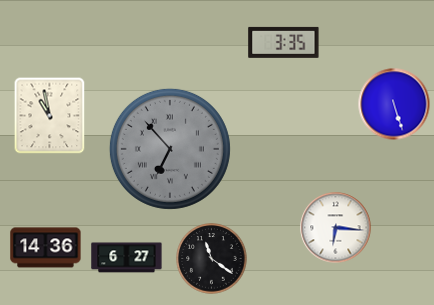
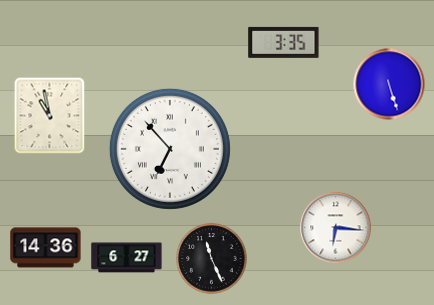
clock at (394, 104) position: (394, 104) -> (389, 84)
clock at (170, 149) dial: grey -> white
clock at (212, 259): 11:21 -> 11:26
